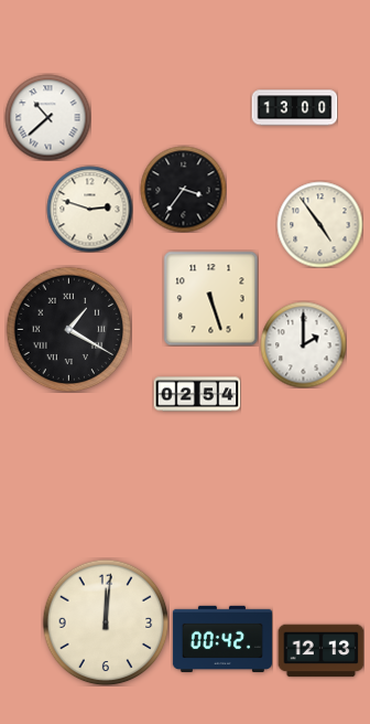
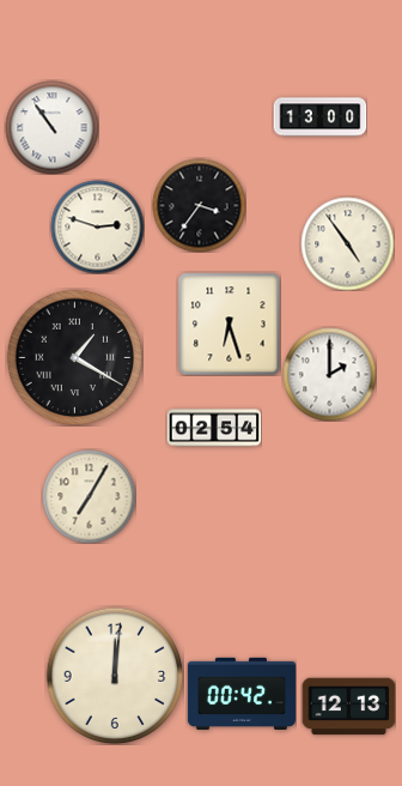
clock at (47, 117): 10:38 -> 10:54
clock at (210, 298): 5:27 -> 6:27
clock at (89, 496): none -> 7:05
